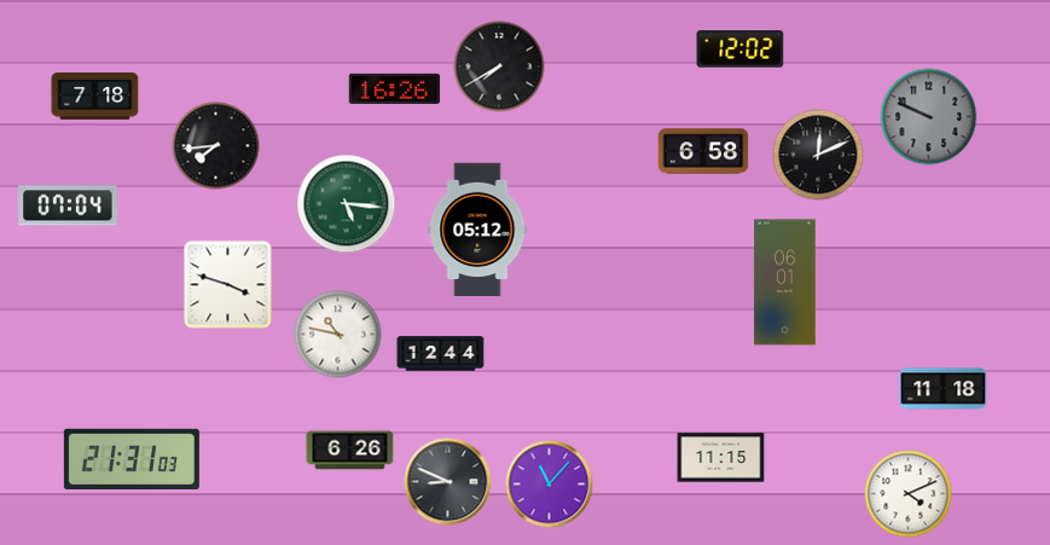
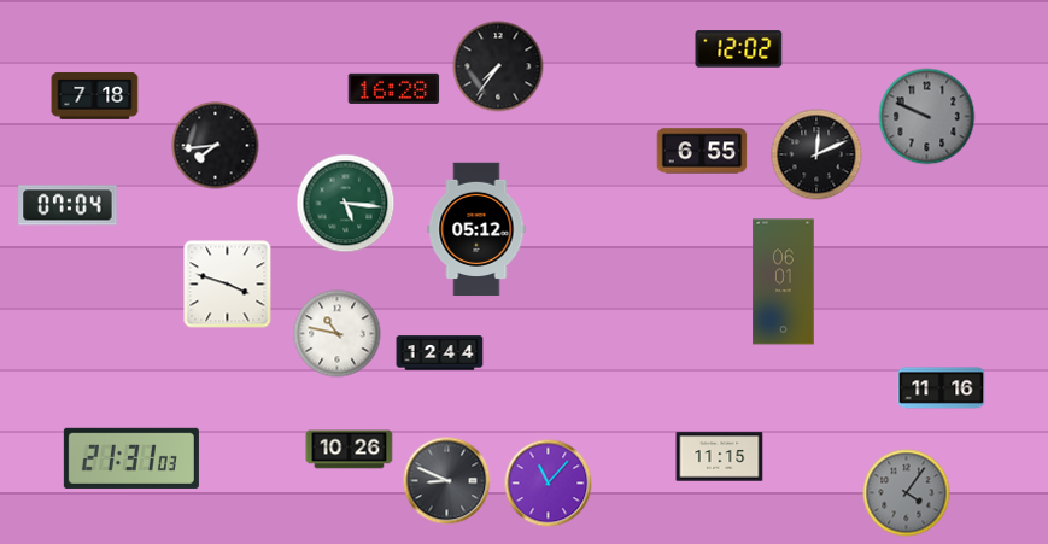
clock at (499, 66): 7:40 -> 7:36
clock at (395, 88): 16:26 -> 16:28
clock at (703, 151): 6:58 -> 6:55
clock at (944, 389): 11:18 -> 11:16
clock at (350, 451): 6:26 -> 10:26
clock at (909, 494): 4:11 -> 4:06
clock at (909, 494) dial: white -> grey
